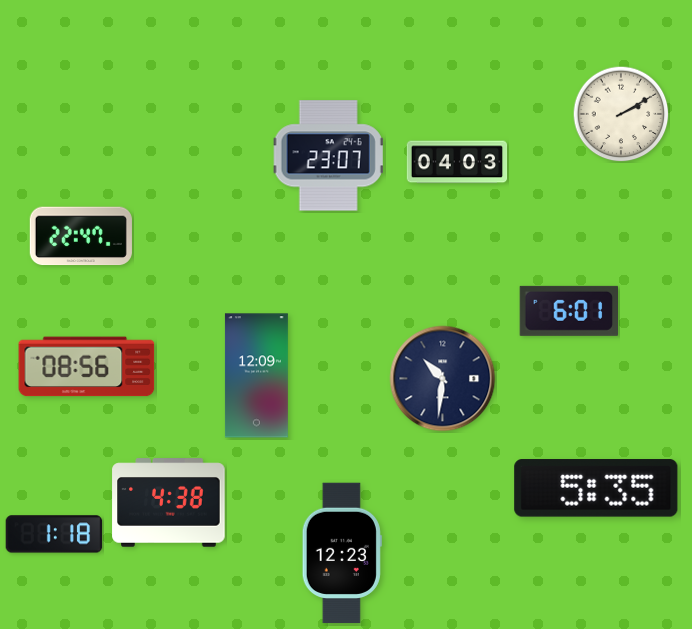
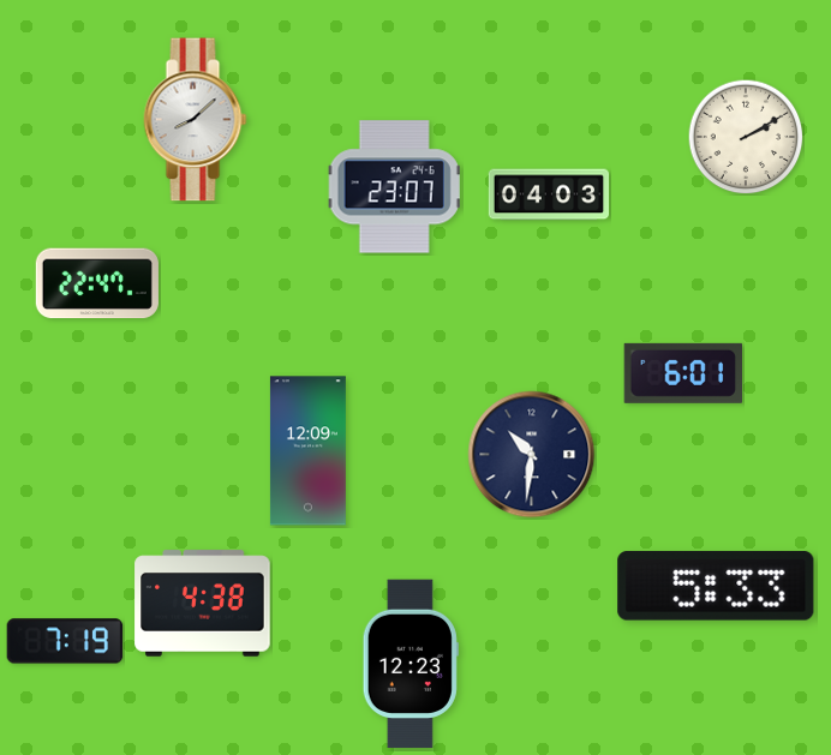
clock at (196, 120): none -> 8:08
clock at (87, 367): 08:56 -> none
clock at (596, 488): 5:35 -> 5:33
clock at (54, 534): 1:18 -> 7:19
